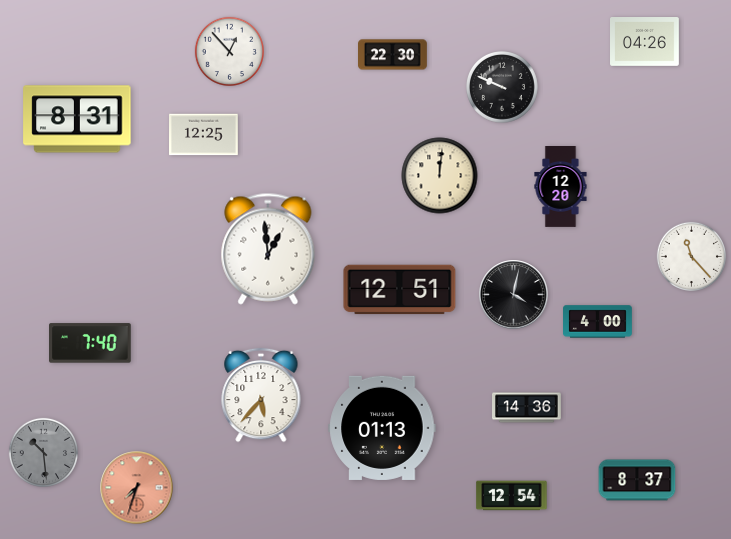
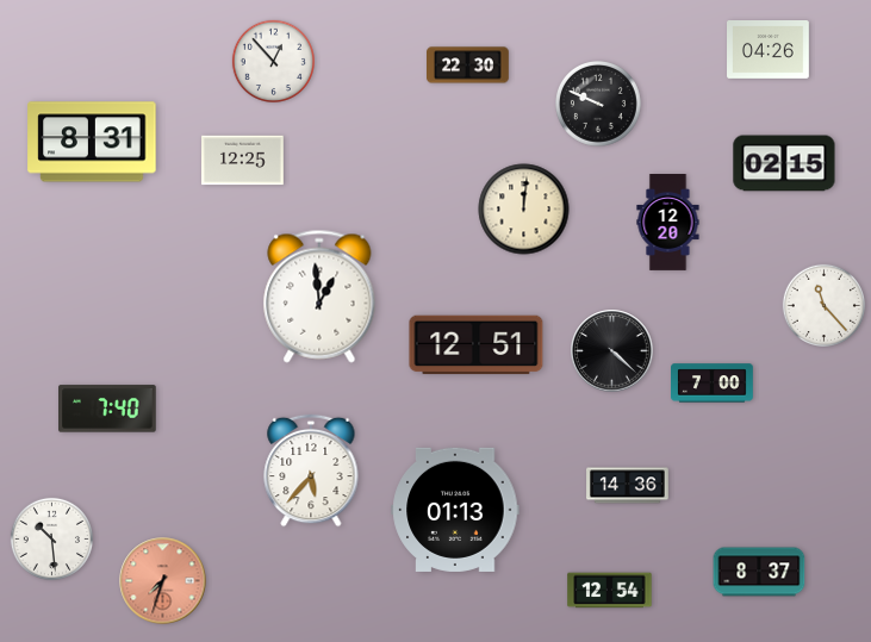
clock at (784, 163): none -> 02:15
clock at (514, 295): 4:02 -> 4:22
clock at (598, 322): 4:00 -> 7:00
clock at (43, 452) dial: grey -> white
